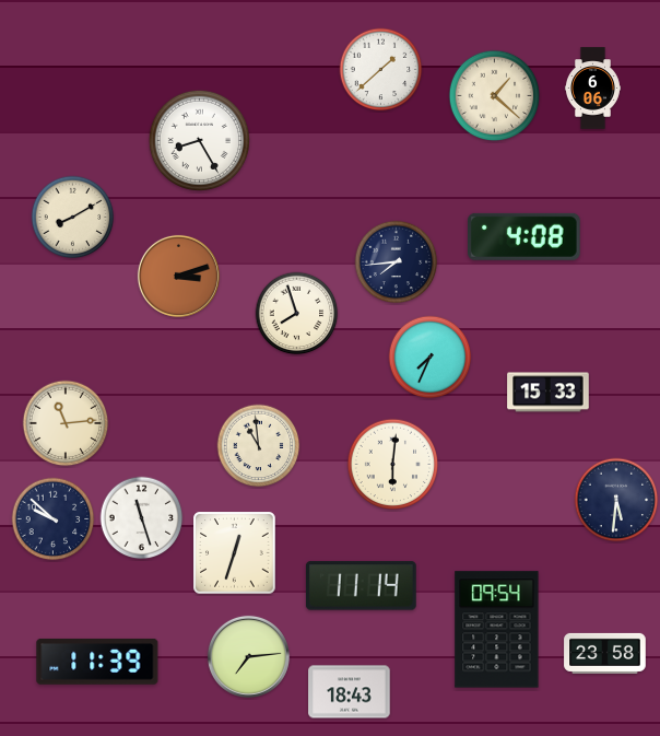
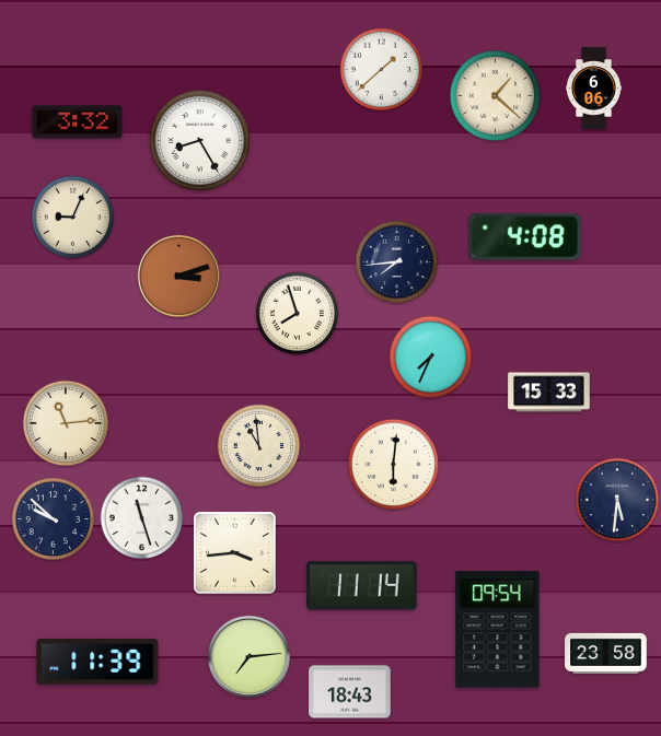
clock at (78, 122): none -> 3:32
clock at (73, 218): 8:10 -> 9:04
clock at (235, 553): 12:33 -> 3:44
